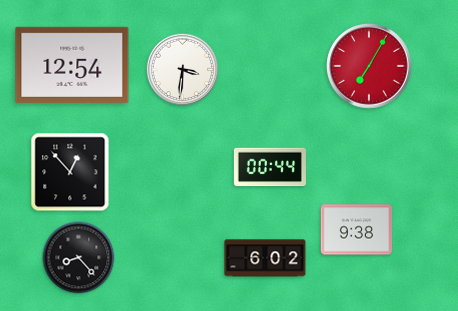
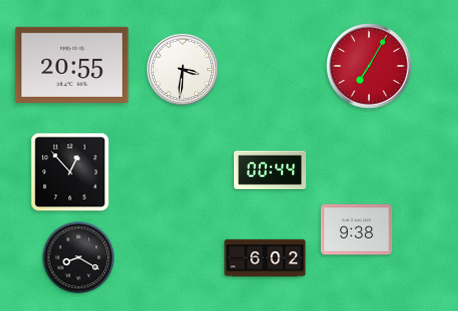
clock at (72, 65): 12:54 -> 20:55
clock at (270, 167) position: (270, 167) -> (270, 170)
clock at (79, 258): 8:23 -> 8:20
